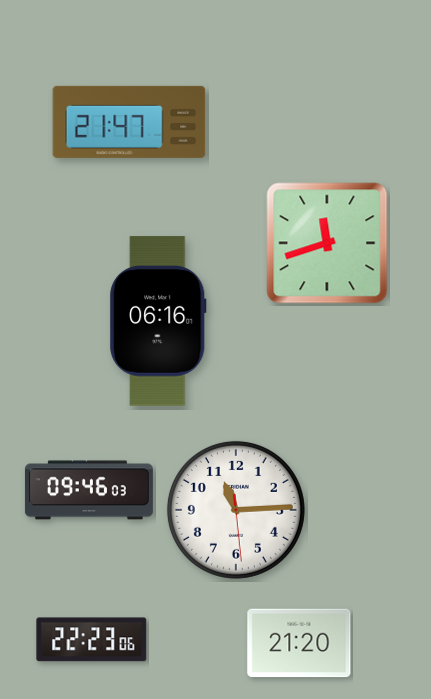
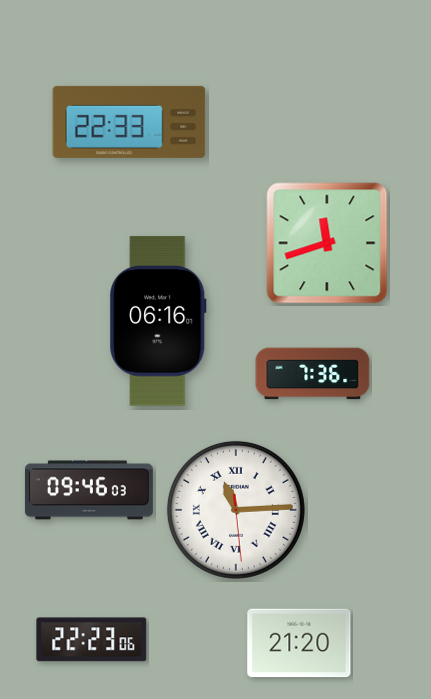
clock at (129, 122): 21:47 -> 22:33
clock at (313, 374): none -> 7:36
clock at (236, 510) numerals: Arabic -> Roman
